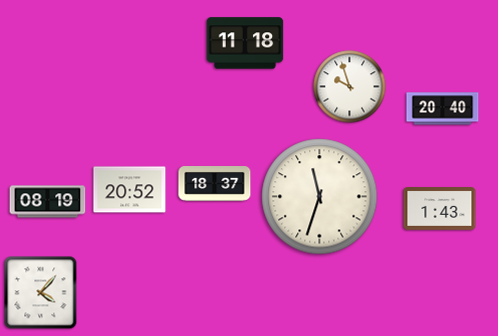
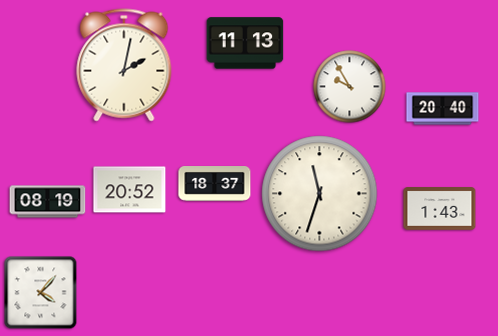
clock at (245, 43): 11:18 -> 11:13
clock at (124, 65): none -> 2:02
clock at (350, 87): 9:57 -> 9:55
clock at (320, 197) position: (320, 197) -> (320, 194)
